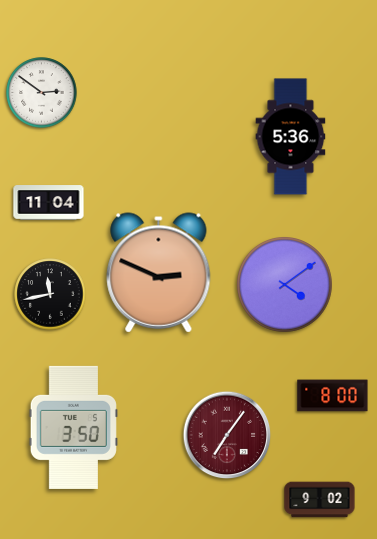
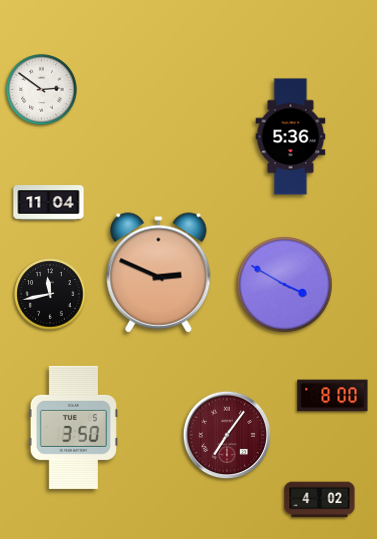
clock at (42, 93) position: (42, 93) -> (42, 90)
clock at (285, 285): 4:09 -> 3:50
clock at (320, 500): 9:02 -> 4:02
